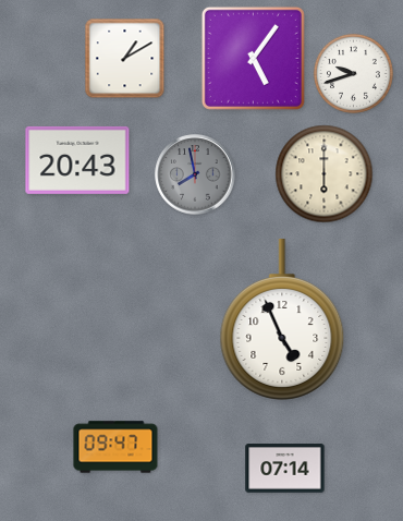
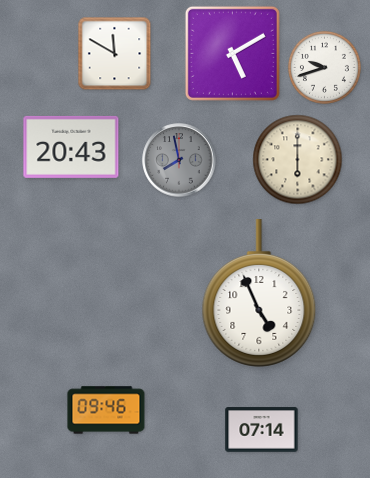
clock at (253, 58): 5:06 -> 5:10
clock at (125, 59): 1:10 -> 11:50
clock at (115, 447): 09:47 -> 09:46
